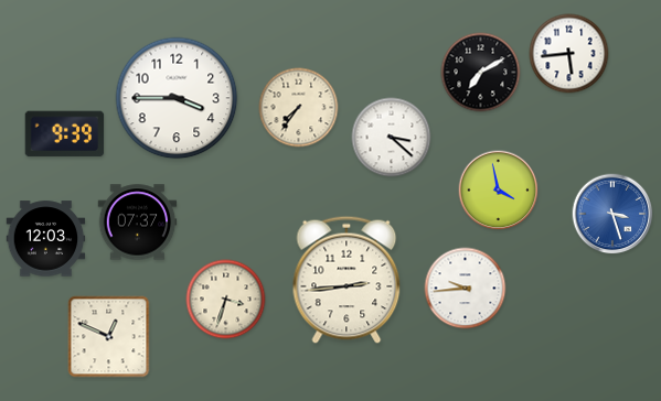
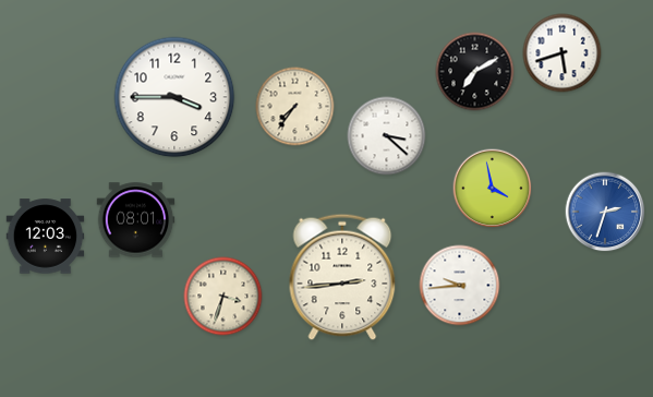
clock at (569, 54): 5:44 -> 5:42
clock at (65, 134): 9:39 -> none
clock at (612, 214): 3:27 -> 2:33
clock at (138, 223): 07:37 -> 08:01
clock at (109, 337): 12:49 -> none
